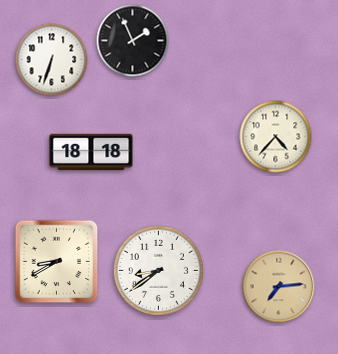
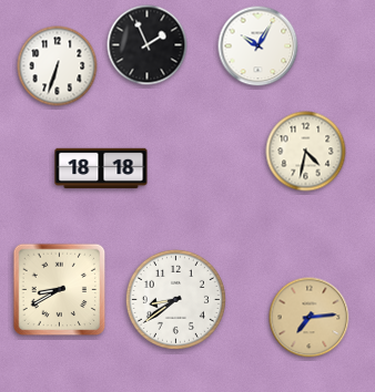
clock at (259, 47): none -> 10:05
clock at (276, 137): 4:37 -> 4:32
clock at (57, 262) position: (57, 262) -> (60, 290)
